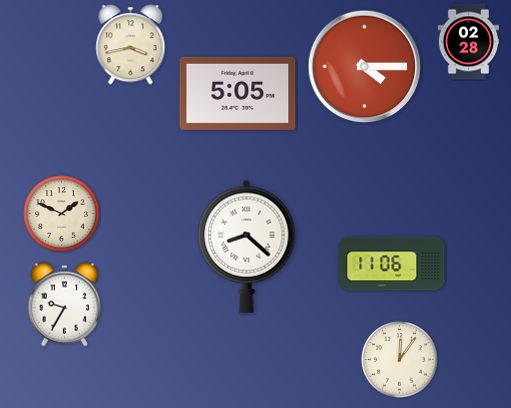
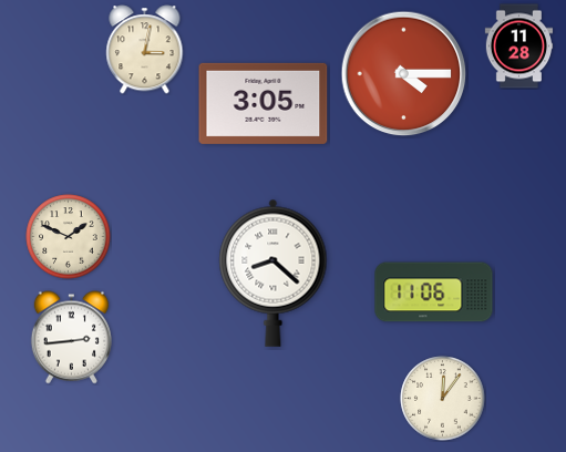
clock at (469, 42): 02:28 -> 11:28
clock at (131, 45): 3:43 -> 3:02
clock at (238, 93): 5:05 -> 3:05
clock at (64, 305): 9:35 -> 2:44
